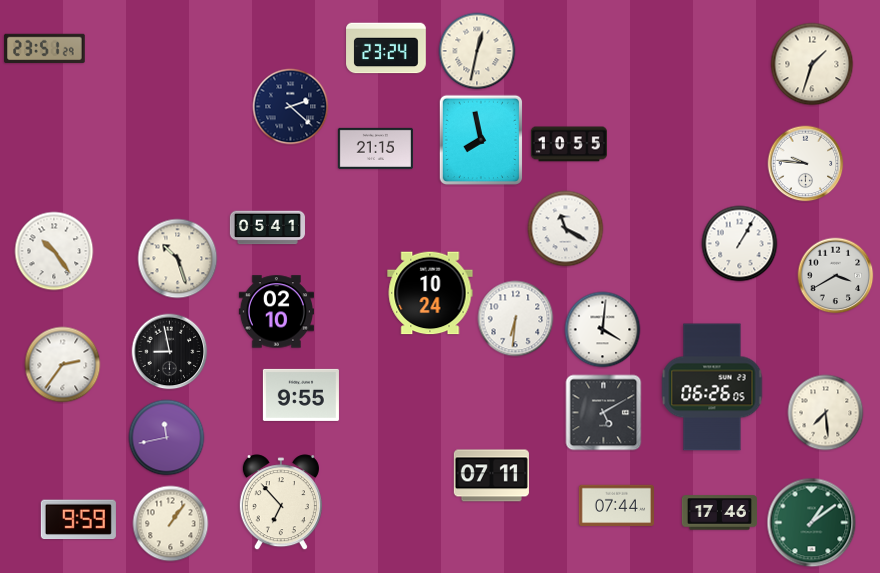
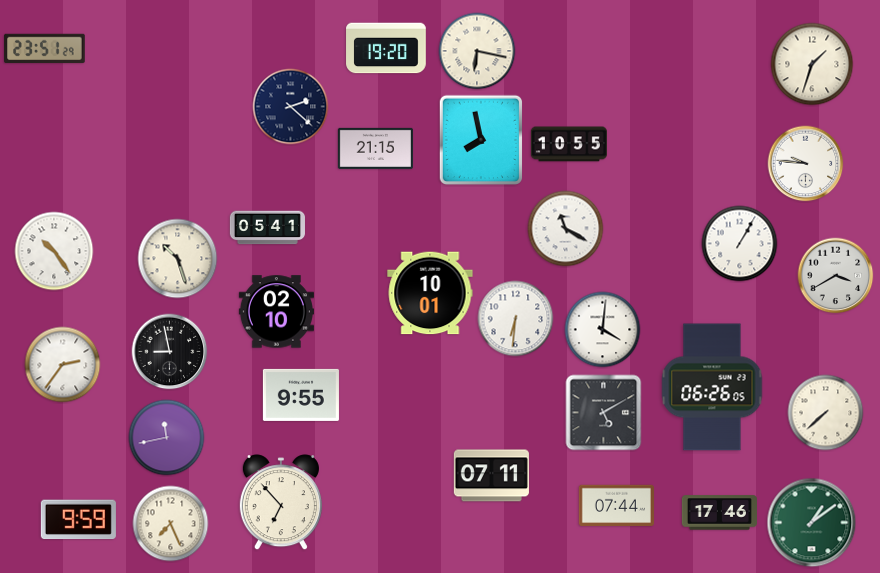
clock at (386, 48): 23:24 -> 19:20
clock at (477, 51): 12:32 -> 6:17
clock at (430, 293): 10:24 -> 10:01
clock at (826, 413): 7:29 -> 7:38
clock at (171, 524): 1:06 -> 7:26
